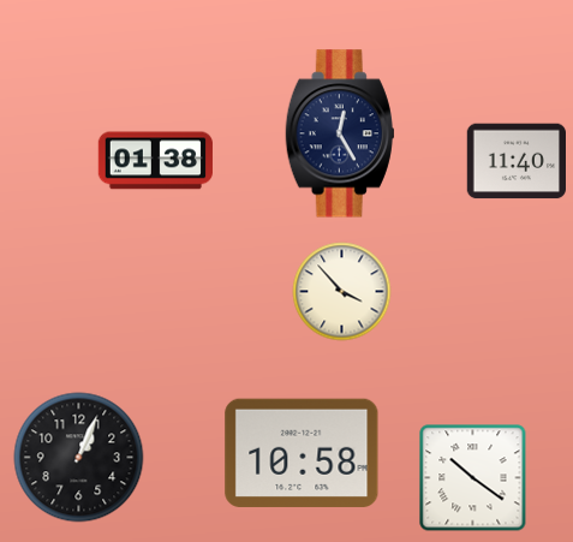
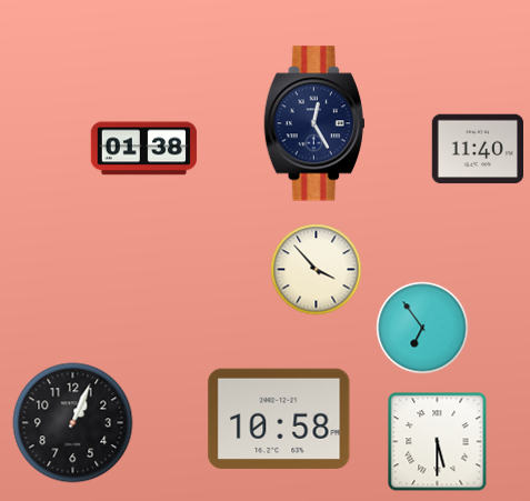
clock at (422, 328): none -> 6:54
clock at (473, 478): 10:21 -> 5:30
